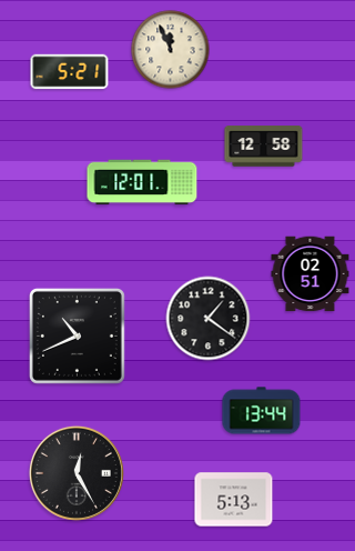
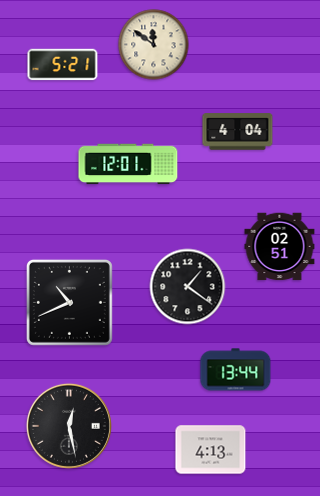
clock at (171, 50): 11:56 -> 11:51
clock at (264, 147): 12:58 -> 4:04
clock at (77, 473): 12:25 -> 12:28
clock at (234, 500): 5:13 -> 4:13
